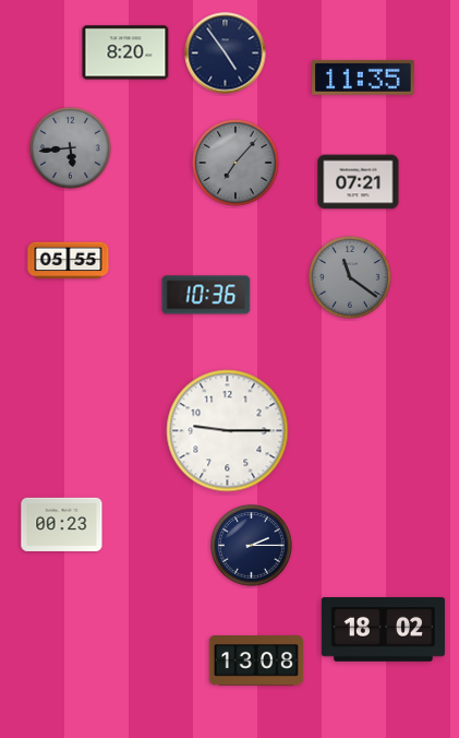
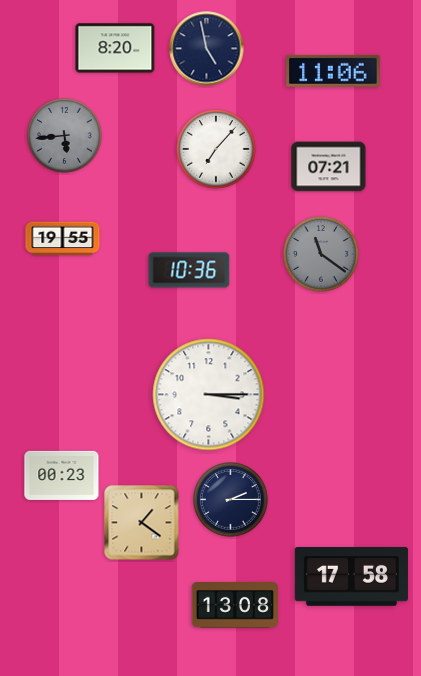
clock at (226, 53): 4:54 -> 4:58
clock at (363, 78): 11:35 -> 11:06
clock at (235, 163) dial: grey -> white
clock at (69, 261): 05:55 -> 19:55
clock at (228, 431): 9:15 -> 3:15
clock at (62, 524) position: (62, 524) -> (62, 475)
clock at (142, 523): none -> 1:21
clock at (383, 630): 18:02 -> 17:58
